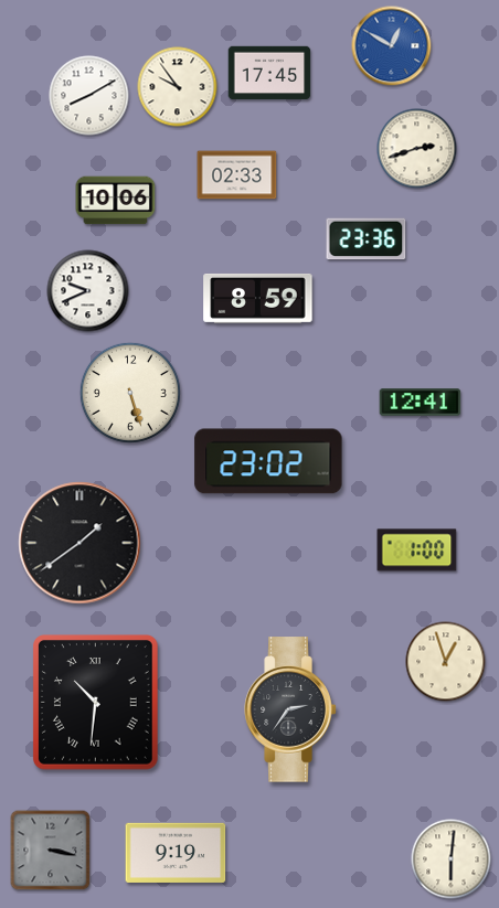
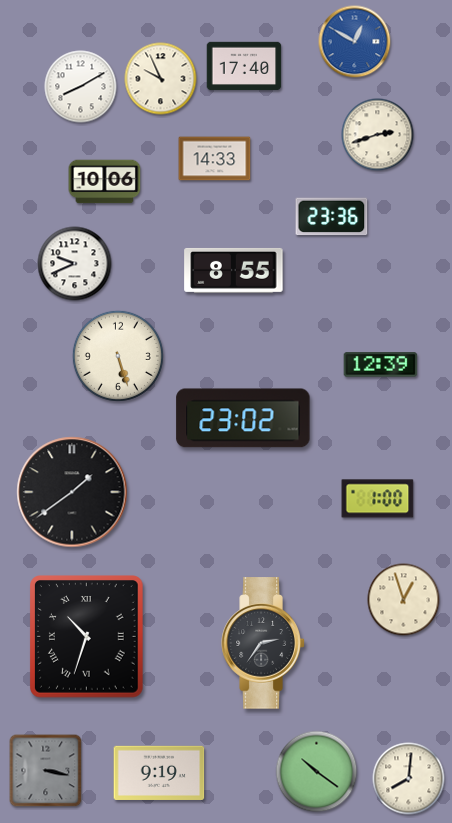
clock at (269, 73): 17:45 -> 17:40
clock at (178, 87): 9:54 -> 9:56
clock at (237, 175): 02:33 -> 14:33
clock at (88, 291) position: (88, 291) -> (75, 264)
clock at (258, 298): 8:59 -> 8:55
clock at (421, 403): 12:41 -> 12:39
clock at (96, 703): 10:31 -> 10:33
clock at (317, 772): none -> 10:21
clock at (452, 859): 6:01 -> 8:01
